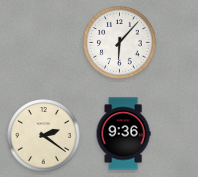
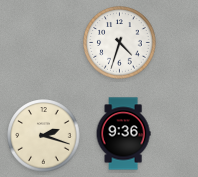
clock at (120, 43): 6:07 -> 4:33
clock at (44, 136): 2:21 -> 2:18
